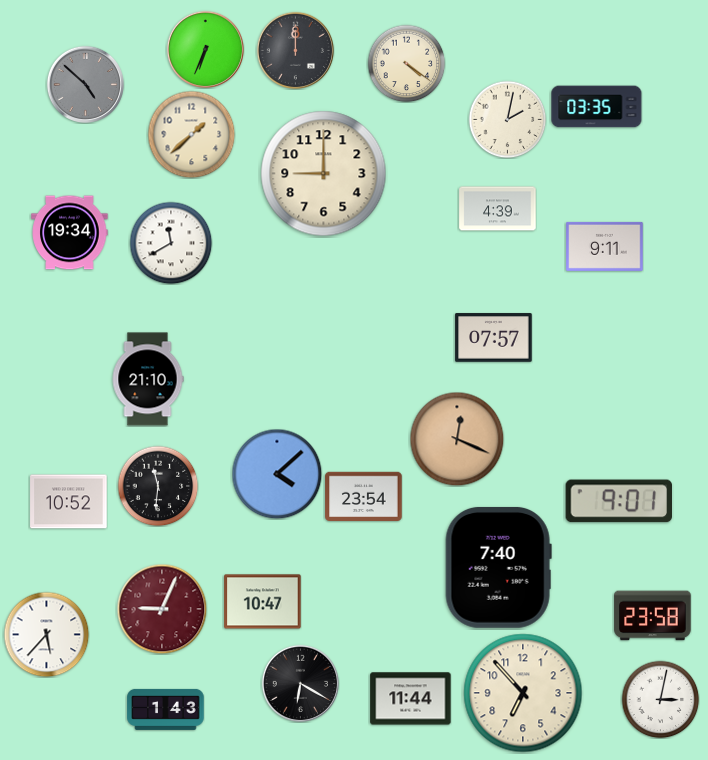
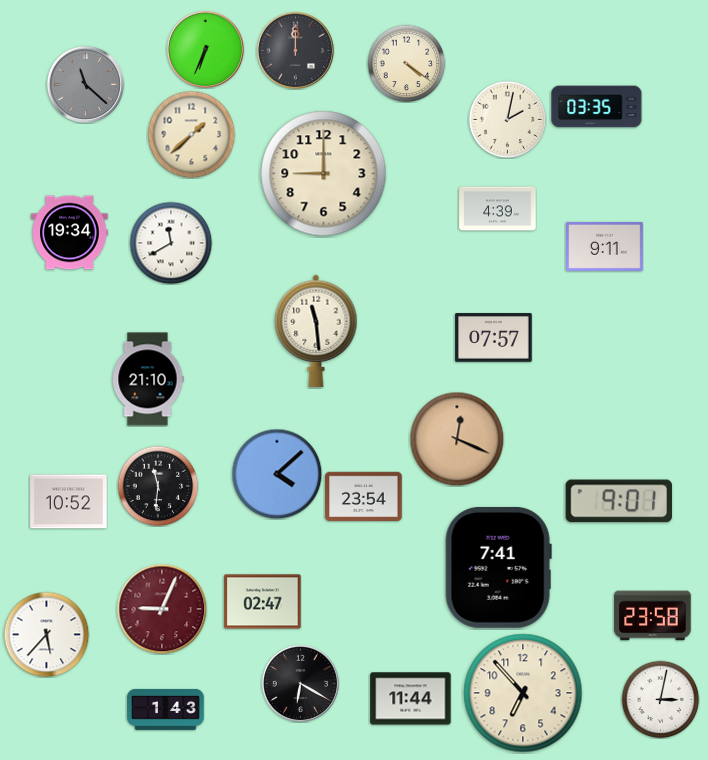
clock at (85, 84): 4:52 -> 11:22
clock at (316, 331): none -> 11:29
clock at (498, 568): 7:40 -> 7:41
clock at (263, 602): 10:47 -> 02:47
